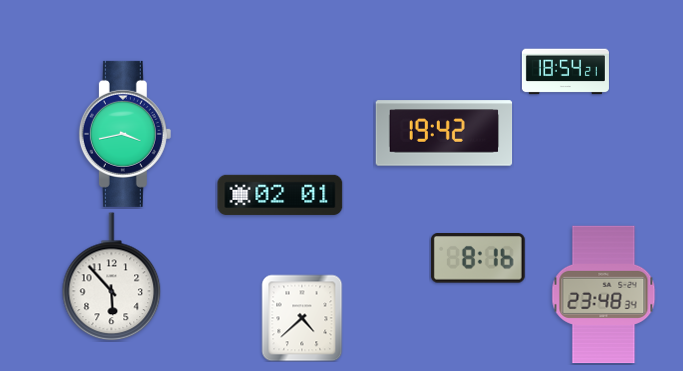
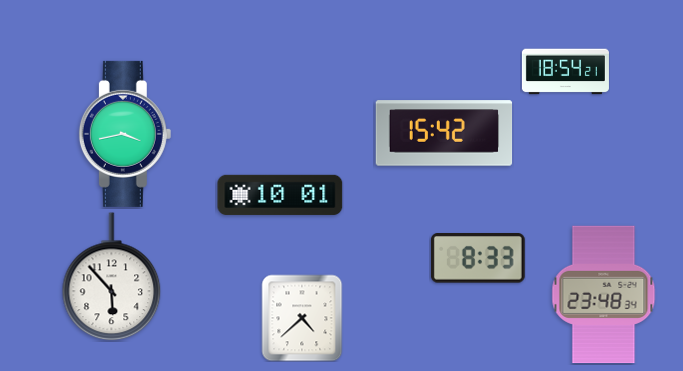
clock at (444, 133): 19:42 -> 15:42
clock at (280, 195): 02:01 -> 10:01
clock at (478, 258): 8:16 -> 8:33
